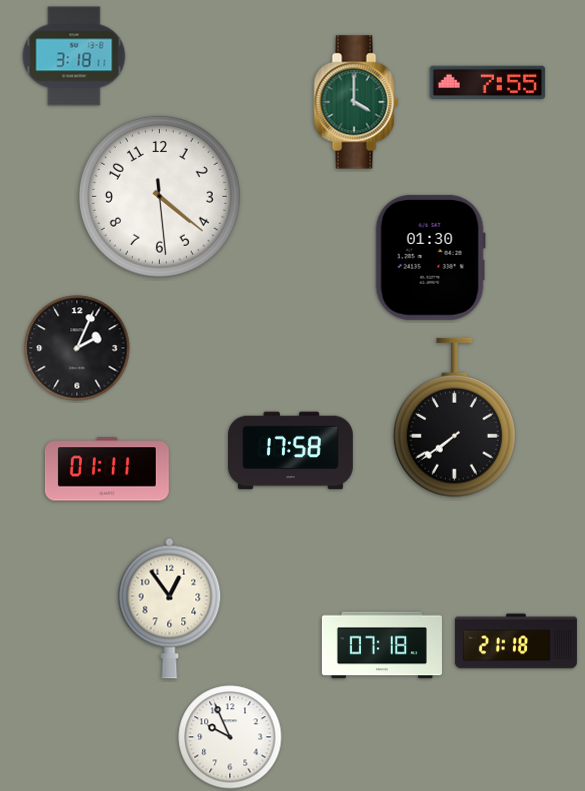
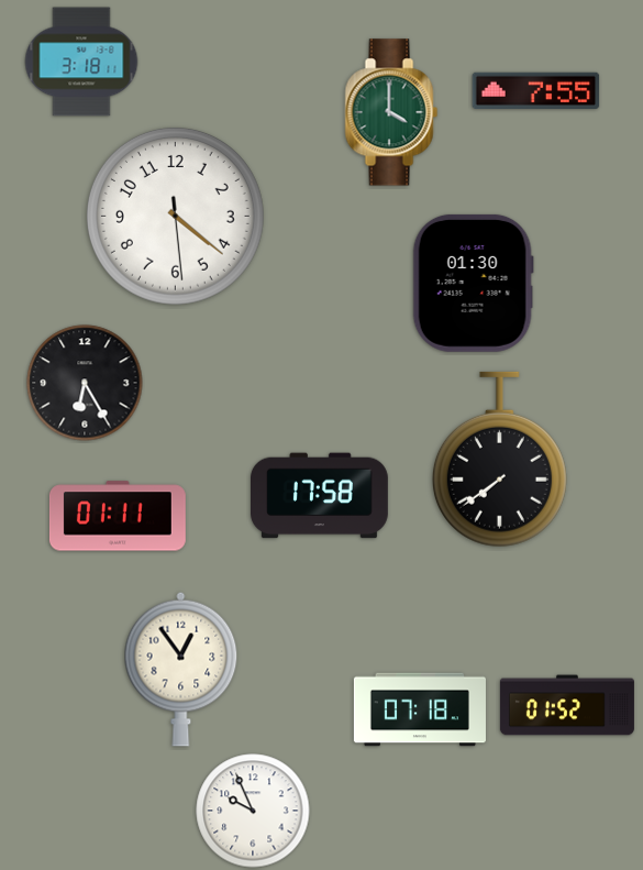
clock at (77, 348): 2:04 -> 6:25
clock at (170, 608) position: (170, 608) -> (181, 669)
clock at (516, 641): 21:18 -> 01:52
